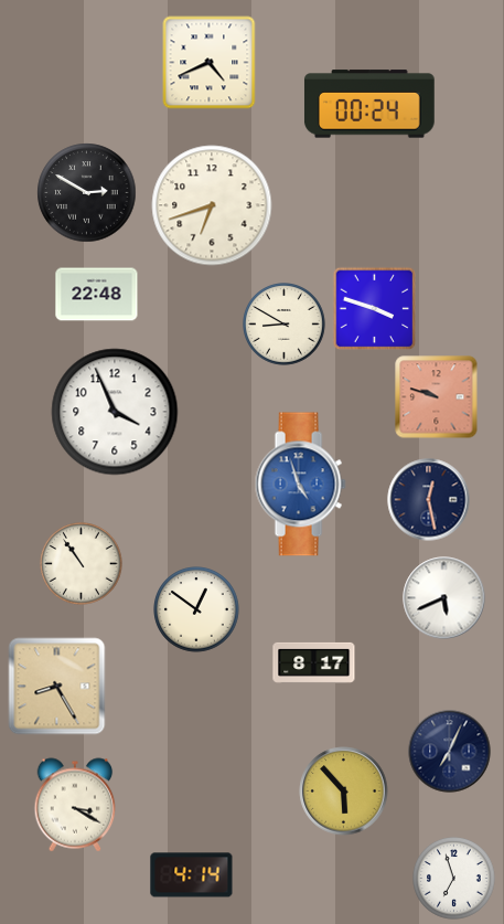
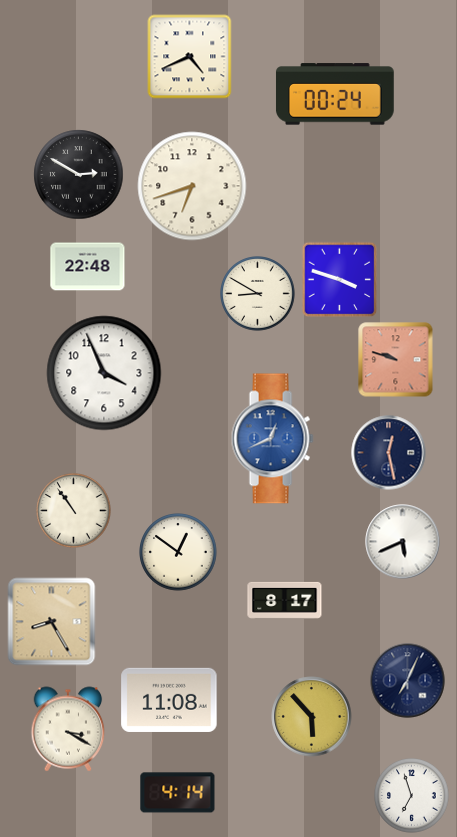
clock at (300, 485): 4:57 -> 12:41
clock at (169, 700): none -> 11:08
clock at (192, 875) position: (192, 875) -> (178, 793)
